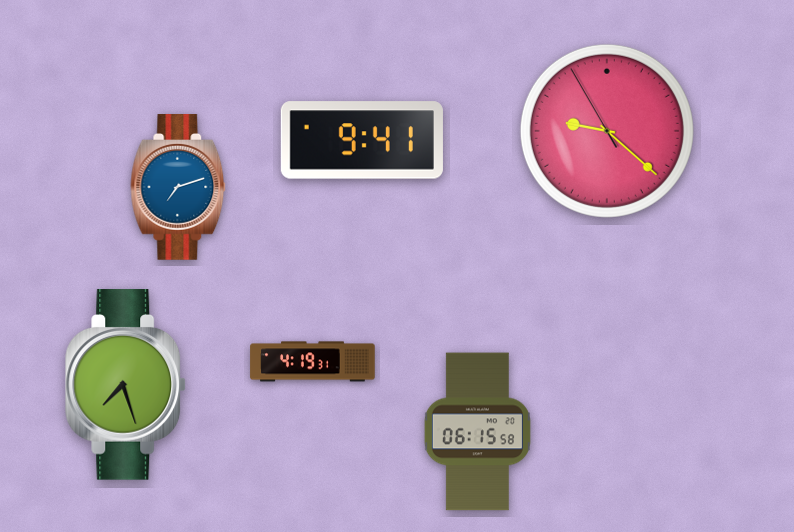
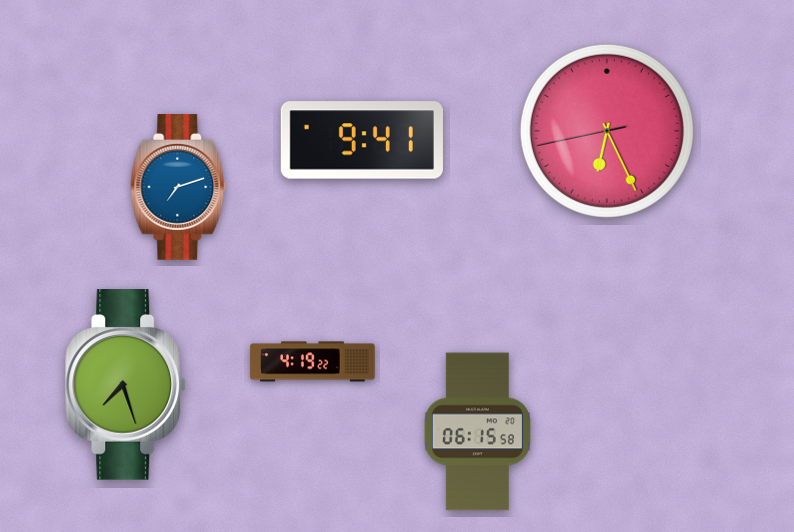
clock at (607, 131): 9:21 -> 6:25
clock at (313, 362): 4:19:31 -> 4:19:22
